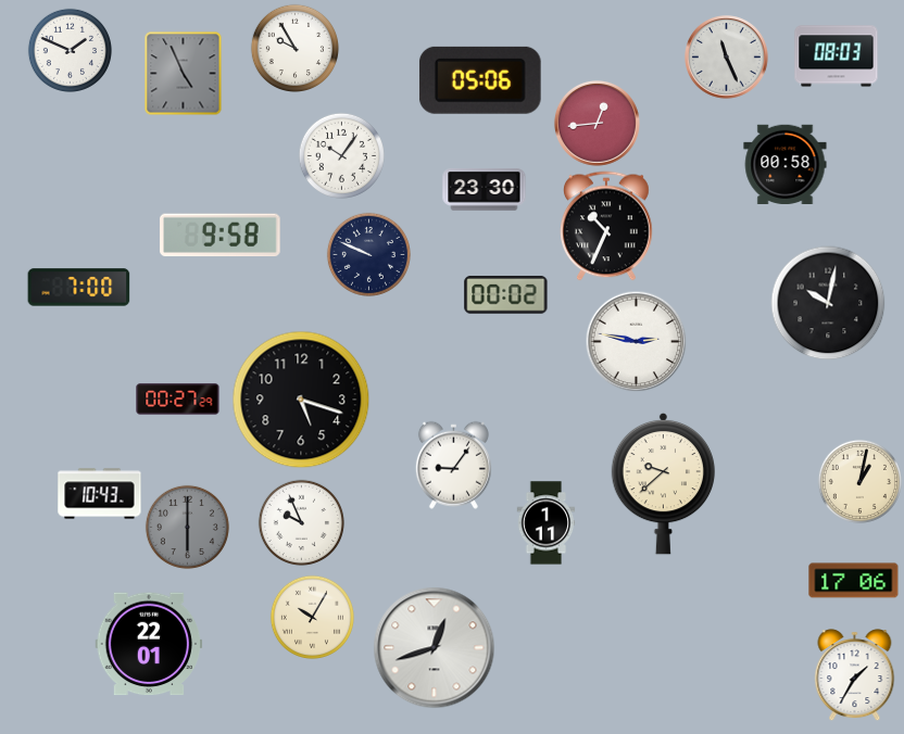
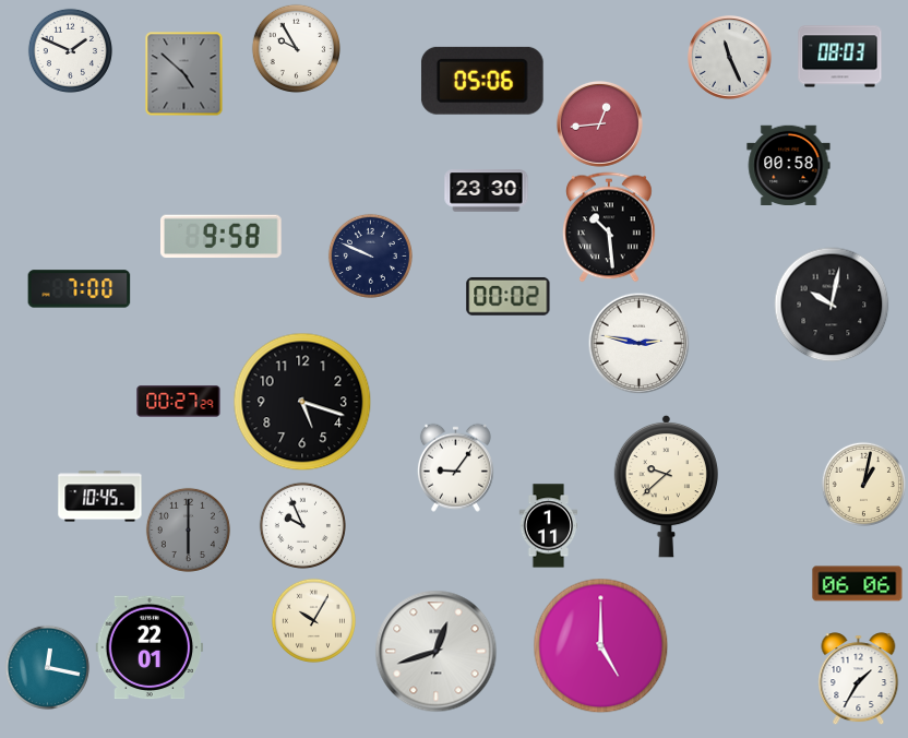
clock at (184, 73): 4:56 -> 4:52
clock at (341, 155): 10:06 -> none
clock at (607, 226): 10:34 -> 10:29
clock at (100, 494): 10:43 -> 10:45
clock at (854, 581): 17:06 -> 06:06
clock at (601, 646): none -> 5:00
clock at (47, 667): none -> 12:17
